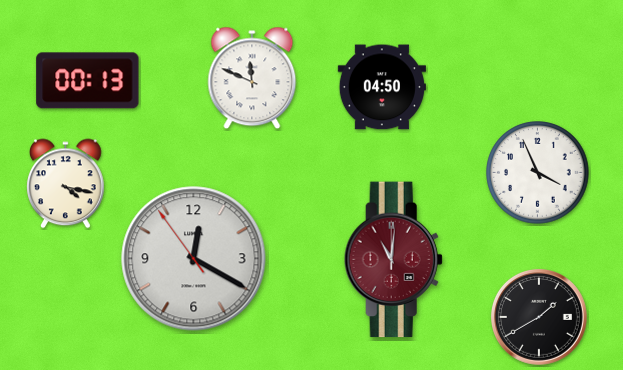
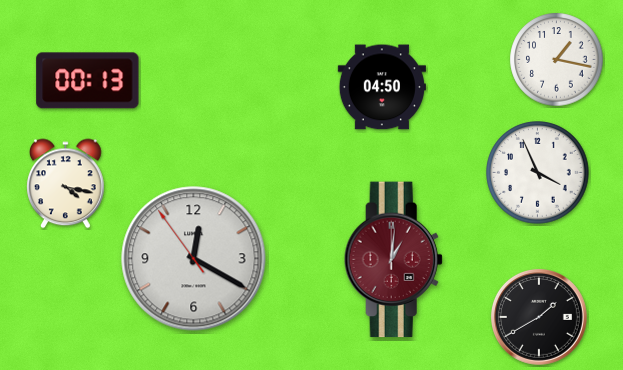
clock at (557, 60): none -> 1:17
clock at (252, 78): 11:49 -> none
clock at (393, 260): 11:01 -> 1:01
